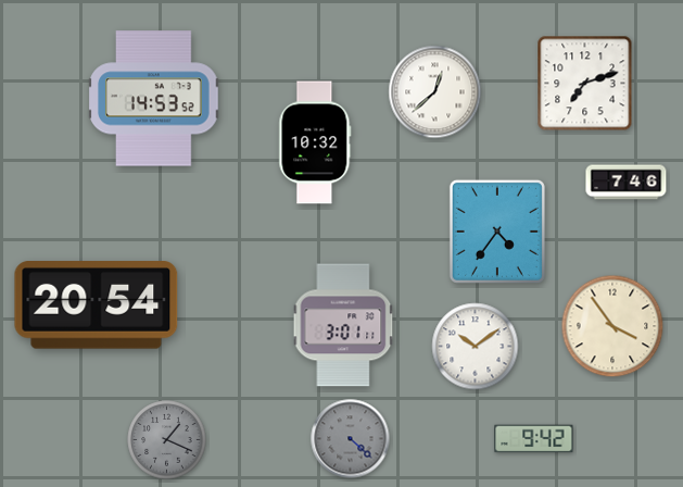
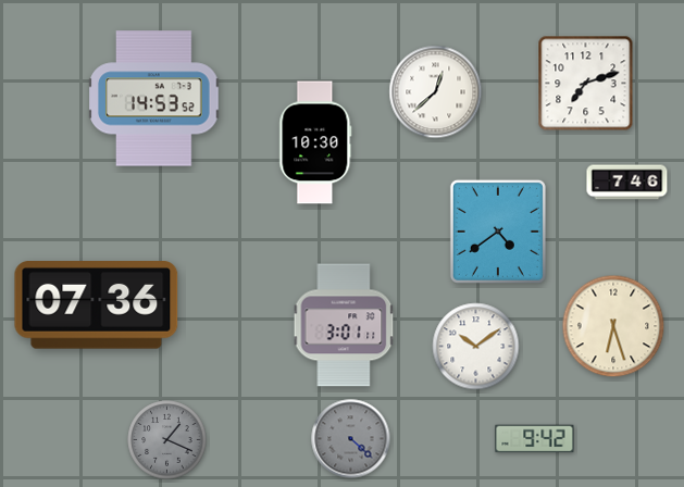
clock at (315, 142): 10:32 -> 10:30
clock at (497, 232): 4:36 -> 4:39
clock at (97, 305): 20:54 -> 07:36
clock at (612, 326): 3:54 -> 6:27
